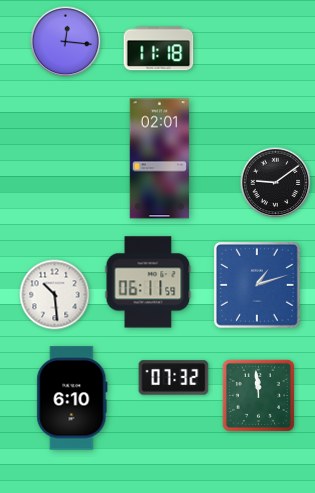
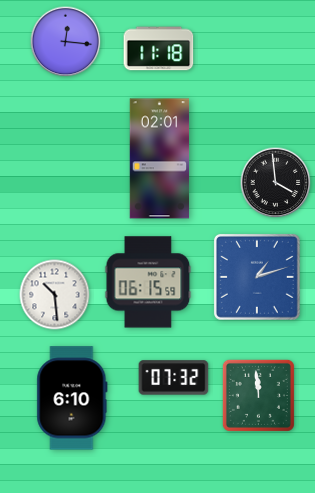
clock at (276, 183): 9:09 -> 3:59
clock at (148, 282): 06:11 -> 06:15
clock at (257, 285) position: (257, 285) -> (257, 277)
